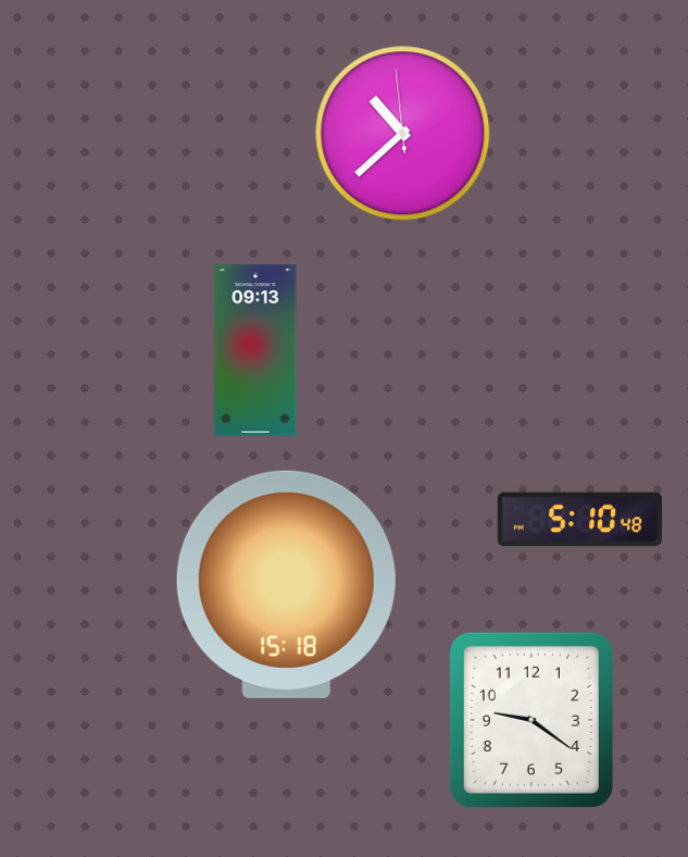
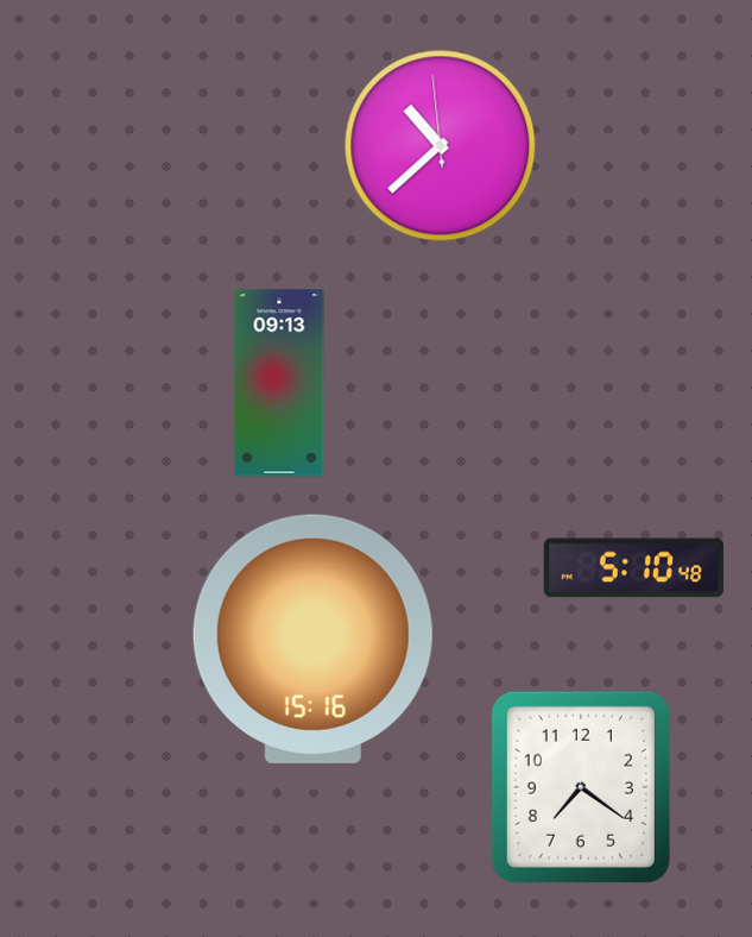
clock at (286, 584): 15:18 -> 15:16
clock at (531, 720): 9:21 -> 7:21
